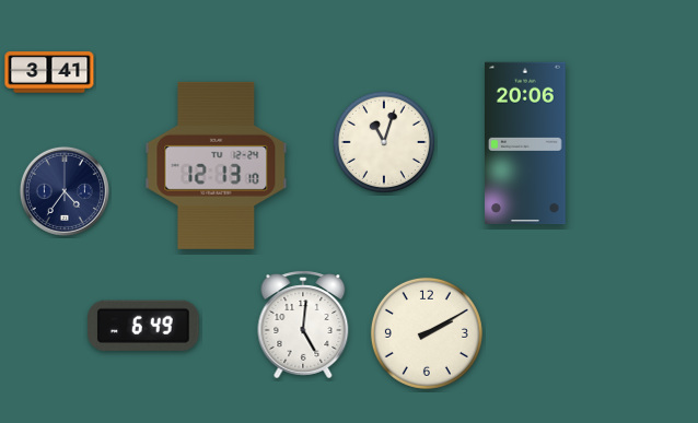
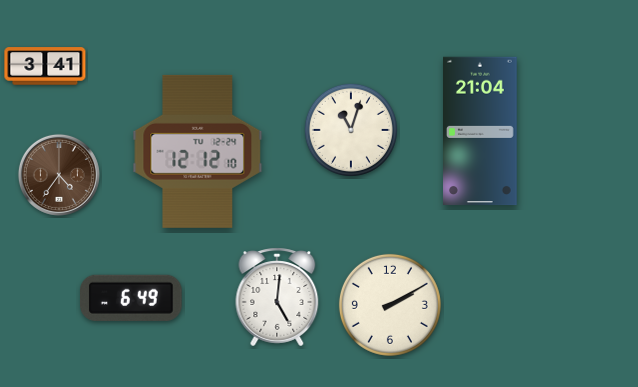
clock at (526, 143): 20:06 -> 21:04
clock at (217, 165): 12:13 -> 12:12
clock at (65, 191) dial: navy -> brown
